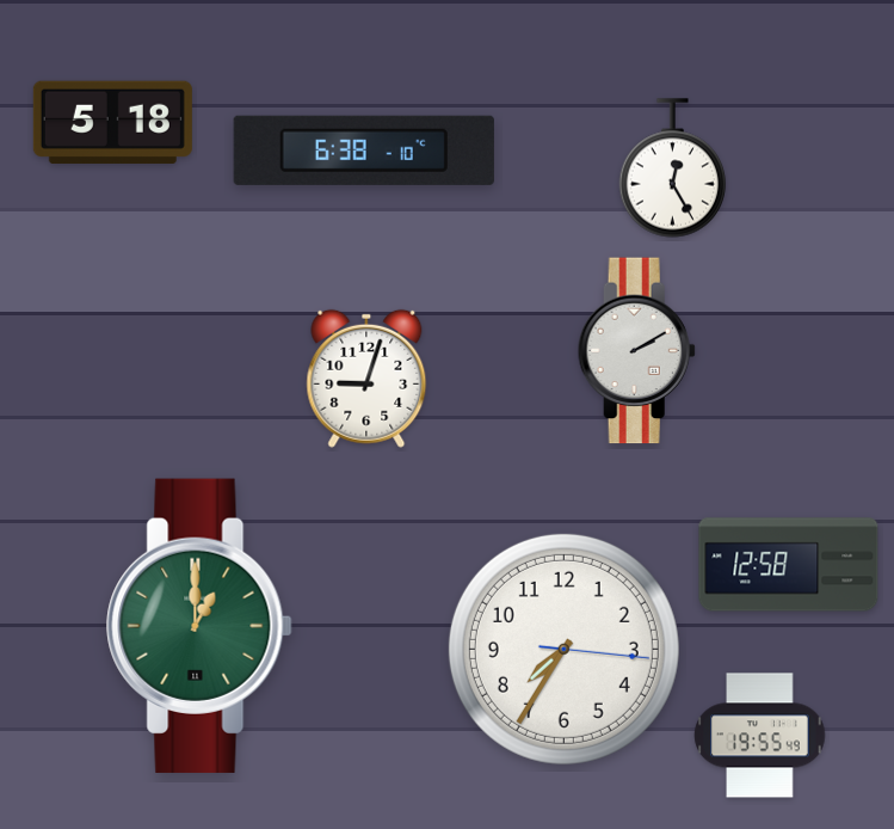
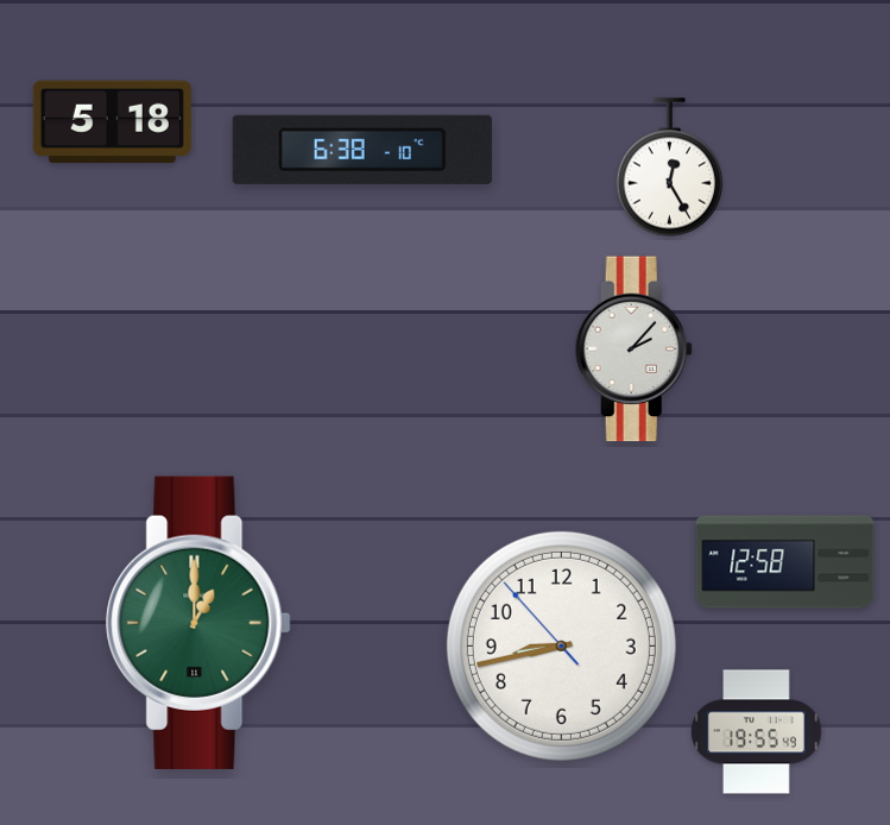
clock at (636, 351): 2:10 -> 2:07
clock at (366, 379): 9:03 -> none
clock at (563, 649): 7:35 -> 8:42
